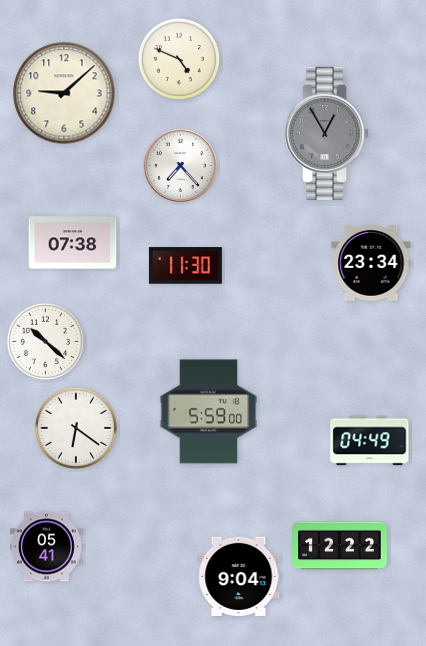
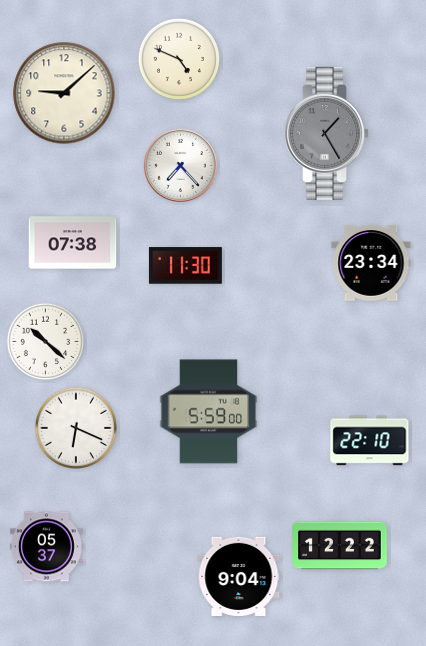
clock at (327, 133): 12:55 -> 1:25
clock at (75, 427): 6:21 -> 6:19
clock at (370, 441): 04:49 -> 22:10
clock at (46, 547): 05:41 -> 05:37
